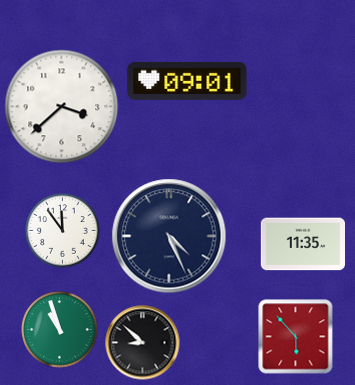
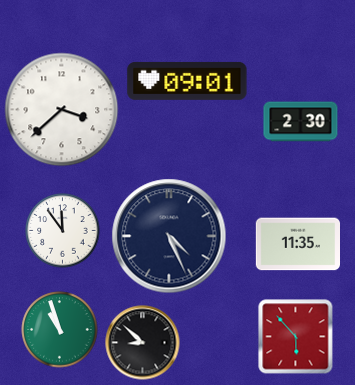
clock at (62, 107) position: (62, 107) -> (62, 110)
clock at (301, 122): none -> 2:30
clock at (302, 244) position: (302, 244) -> (297, 244)
